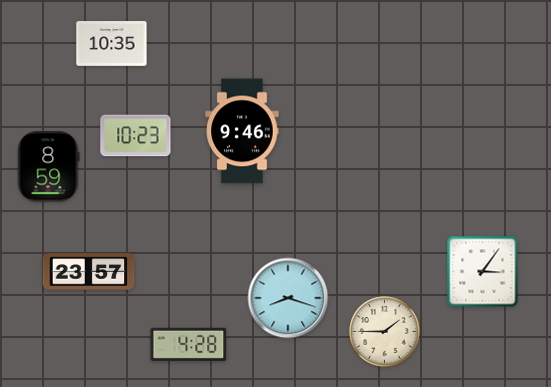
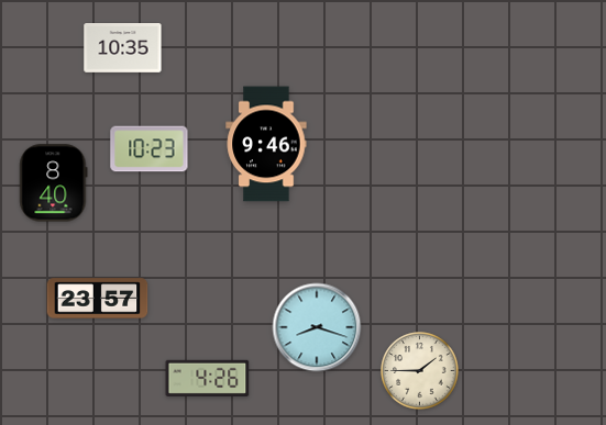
clock at (49, 167): 8:59 -> 8:40
clock at (483, 272): 3:06 -> none
clock at (385, 332) position: (385, 332) -> (420, 371)
clock at (189, 344): 4:28 -> 4:26
